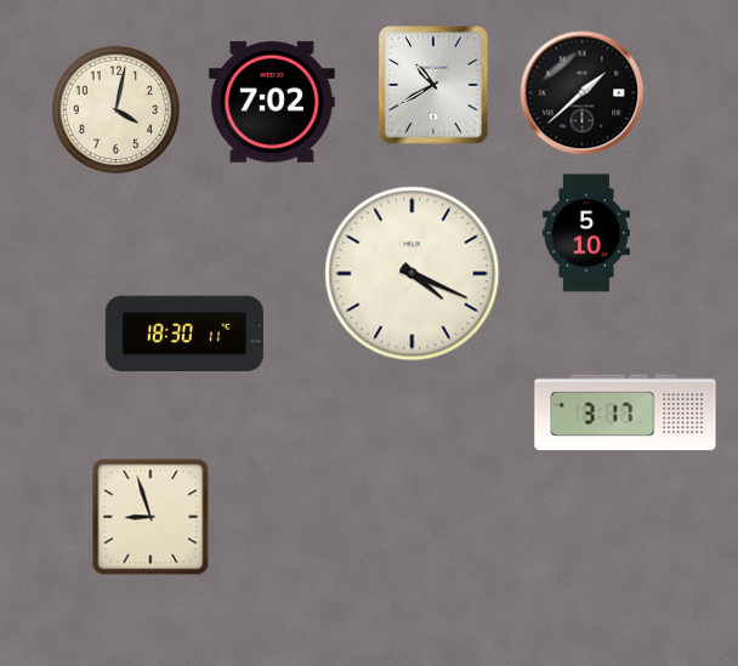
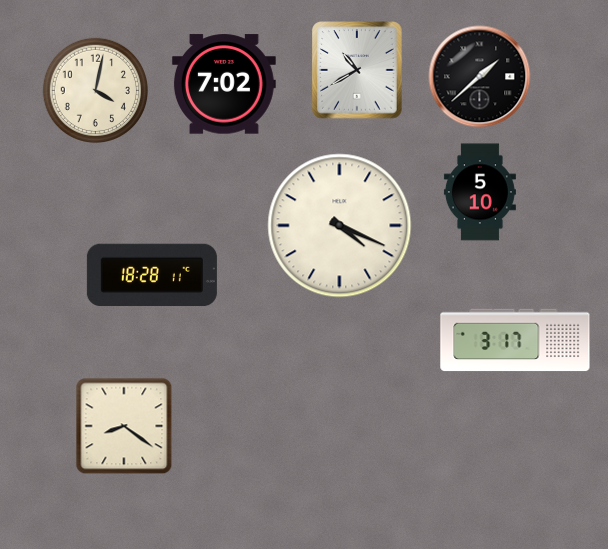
clock at (586, 233) position: (586, 233) -> (480, 192)
clock at (184, 334): 18:30 -> 18:28
clock at (151, 517): 8:57 -> 8:21
